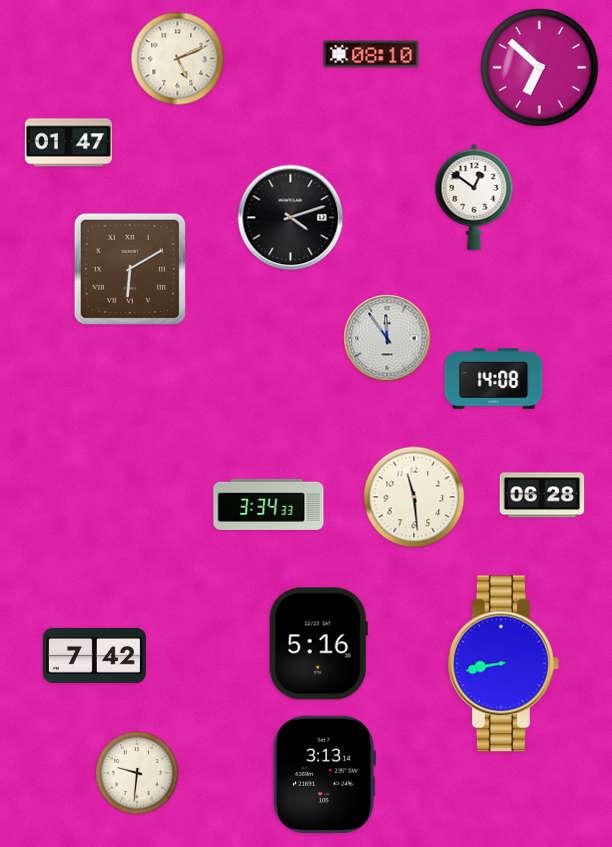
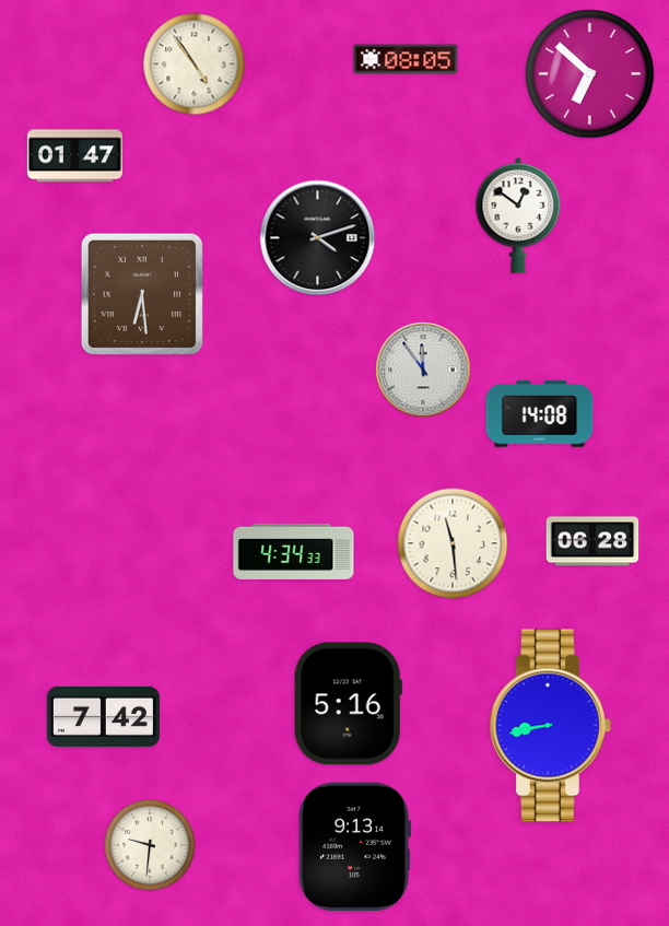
clock at (371, 54): 08:10 -> 08:05
clock at (178, 59): 5:11 -> 4:54
clock at (129, 268): 6:10 -> 6:29
clock at (269, 504): 3:34 -> 4:34
clock at (324, 774): 3:13 -> 9:13
